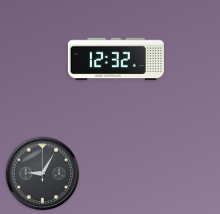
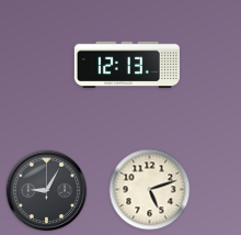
clock at (116, 59): 12:32 -> 12:13
clock at (150, 190): none -> 5:12
